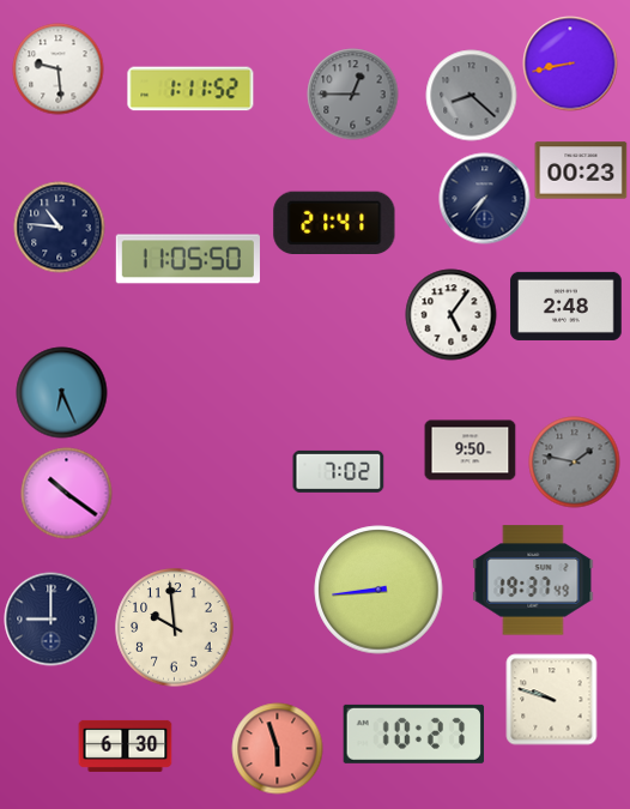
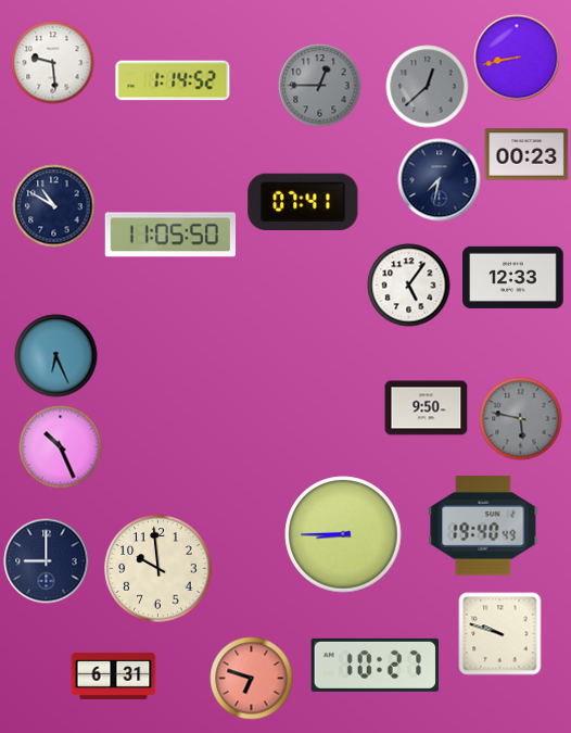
clock at (190, 89): 1:11 -> 1:14
clock at (472, 96): 8:22 -> 12:38
clock at (485, 199): 7:36 -> 7:32
clock at (334, 222): 21:41 -> 07:41
clock at (60, 228): 10:46 -> 10:50
clock at (567, 306): 2:48 -> 12:33
clock at (575, 463): 1:47 -> 5:47
clock at (339, 471): 7:02 -> none
clock at (67, 494): 10:21 -> 10:26
clock at (533, 580): 19:37 -> 19:40
clock at (378, 590): 8:44 -> 8:45
clock at (126, 745): 6:30 -> 6:31
clock at (278, 749): 5:57 -> 6:48
